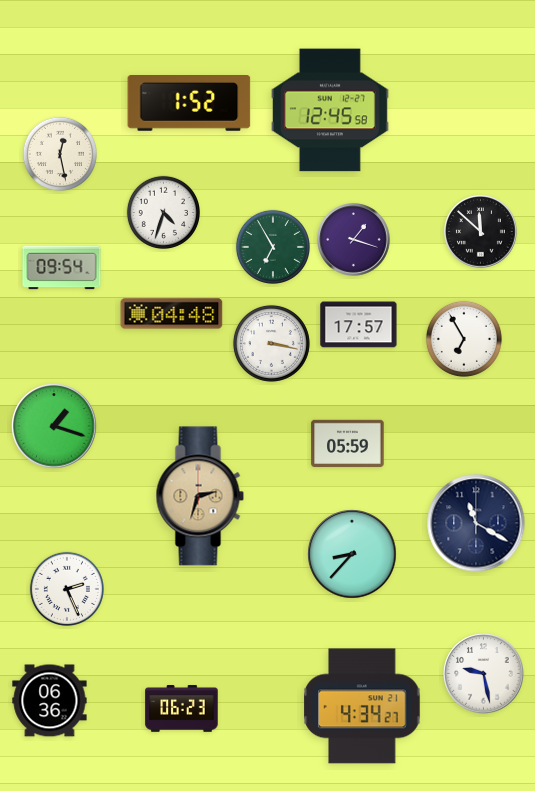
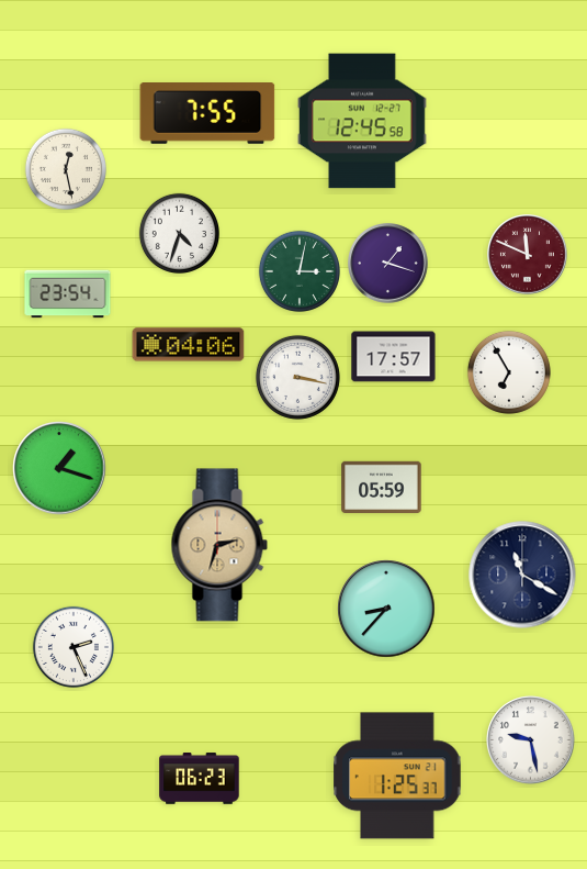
clock at (189, 104): 1:52 -> 7:55
clock at (481, 232): 11:52 -> 11:49
clock at (481, 232) dial: black -> burgundy
clock at (273, 247): 6:55 -> 3:02
clock at (62, 268): 09:54 -> 23:54
clock at (172, 314): 04:48 -> 04:06
clock at (50, 701): 06:36 -> none
clock at (362, 706): 4:34 -> 1:25
